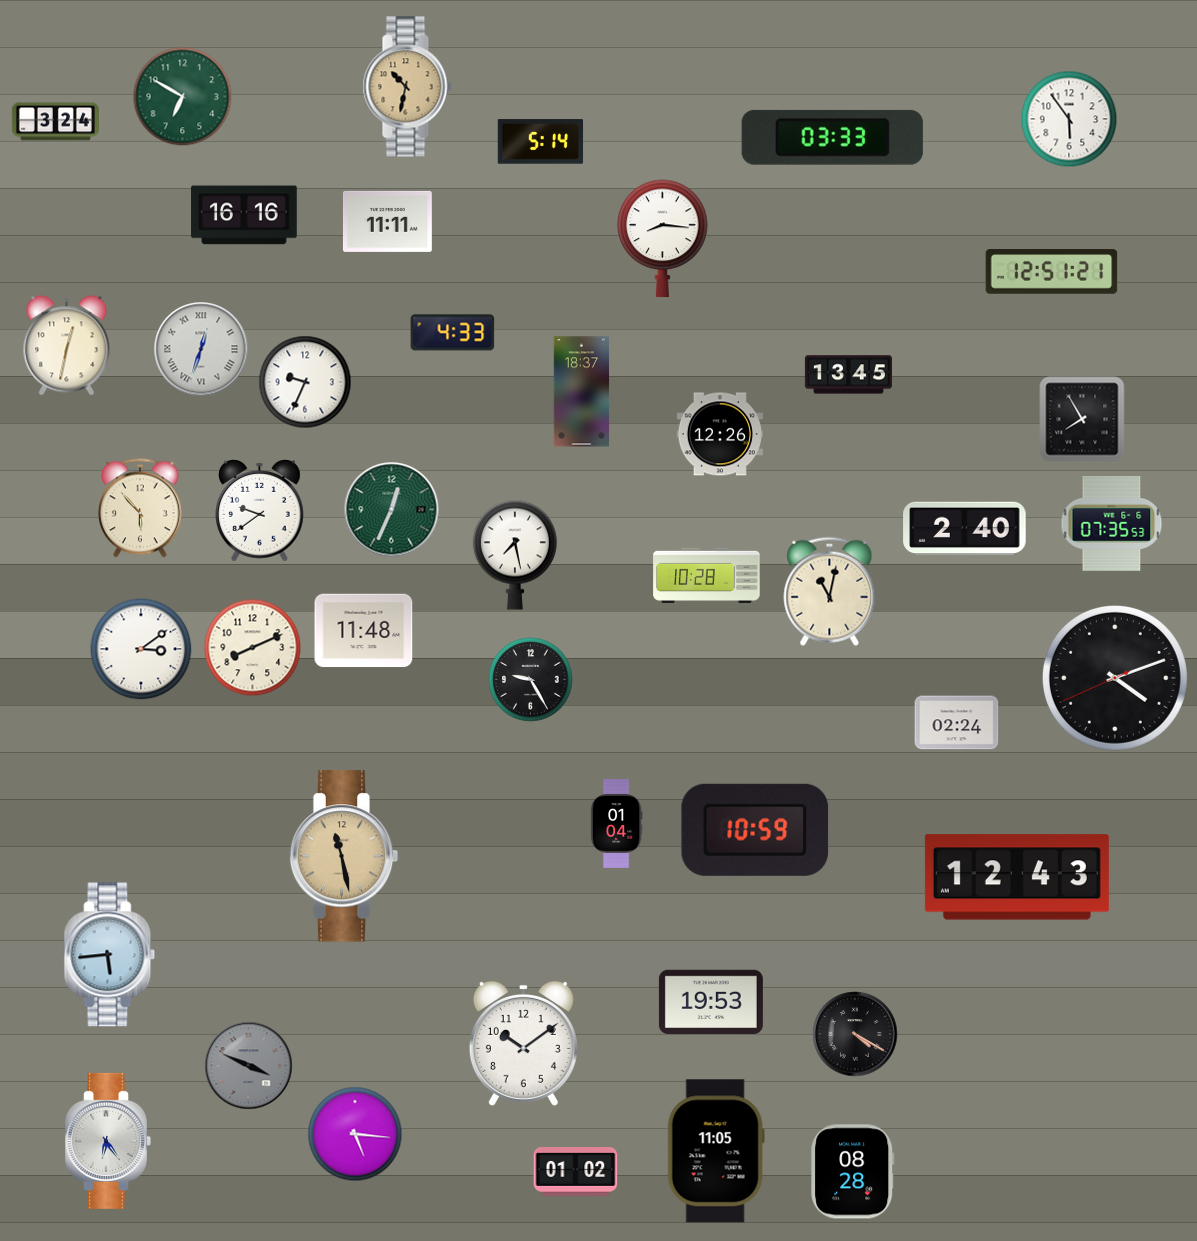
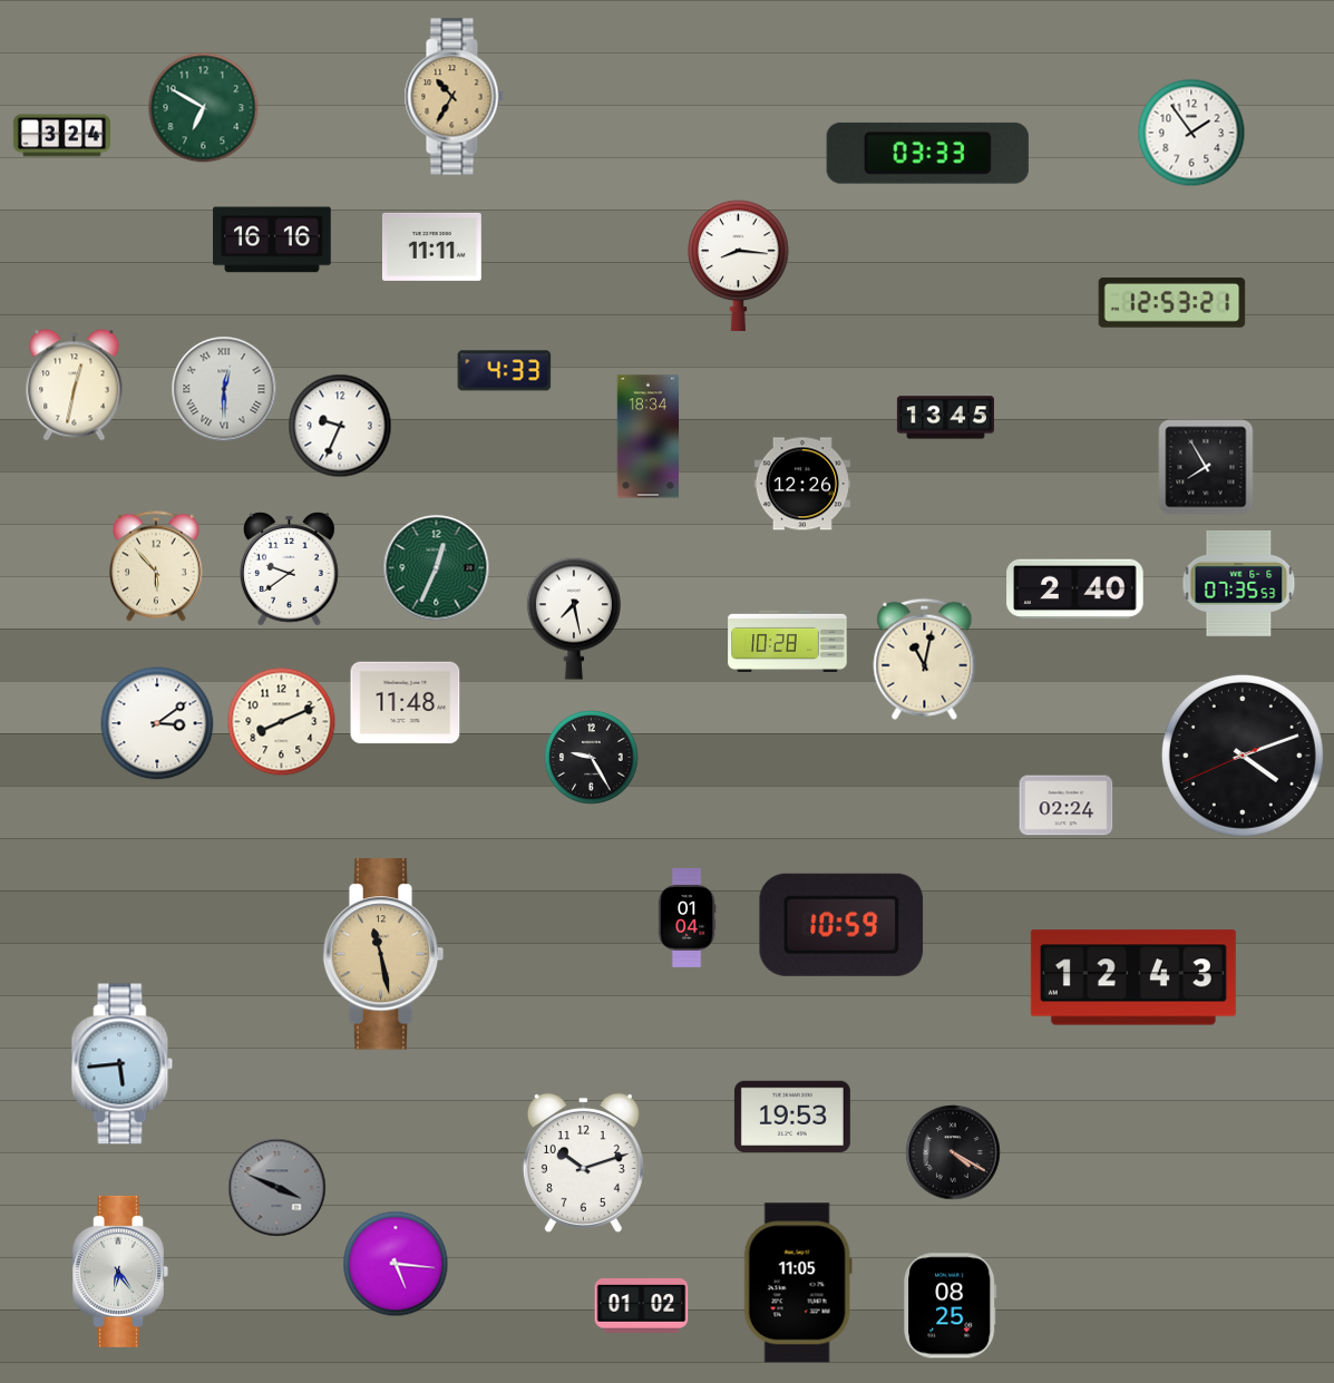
clock at (407, 87): 10:32 -> 10:35
clock at (1069, 119): 5:54 -> 1:54
clock at (541, 142): 5:14 -> none
clock at (1052, 272): 12:51 -> 12:53
clock at (201, 349): 12:33 -> 12:30
clock at (582, 392): 18:37 -> 18:34
clock at (523, 1043): 10:09 -> 10:12
clock at (853, 1172): 08:28 -> 08:25
